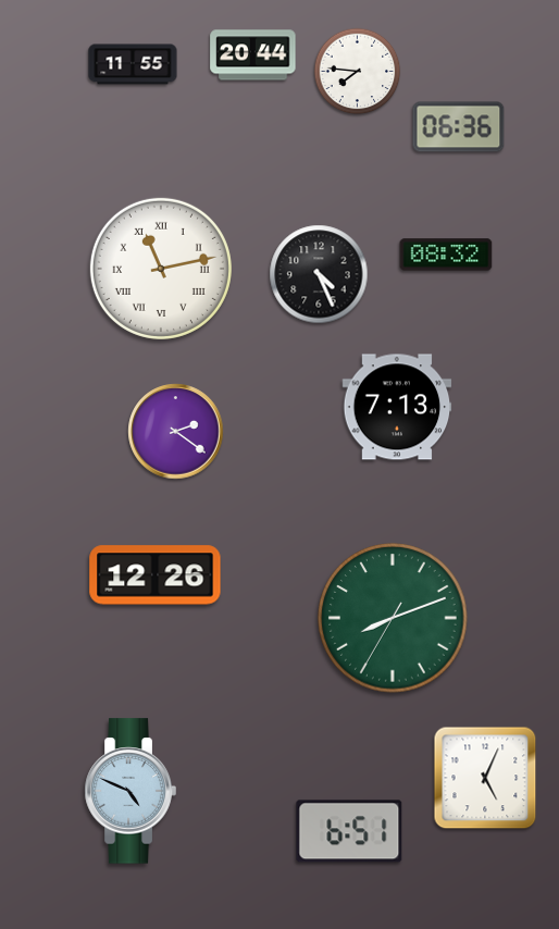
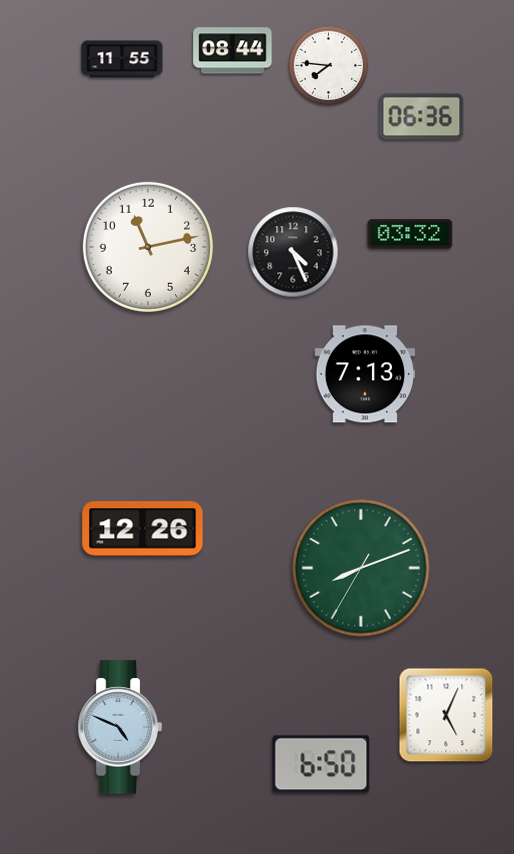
clock at (253, 55): 20:44 -> 08:44
clock at (446, 255): 08:32 -> 03:32
clock at (161, 269) numerals: Roman -> Arabic
clock at (176, 432): 2:21 -> none
clock at (349, 831): 6:51 -> 6:50
